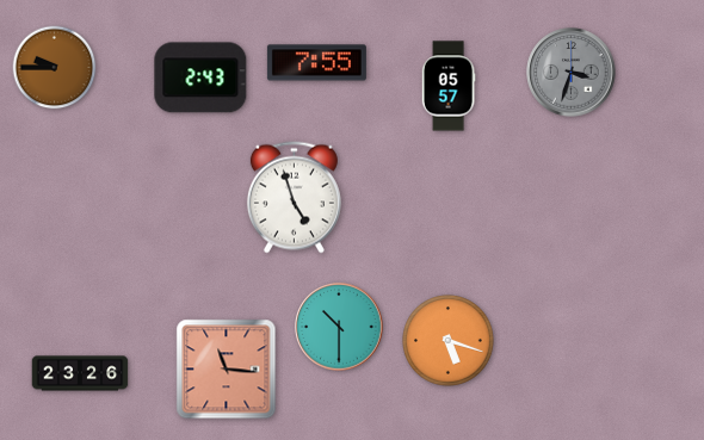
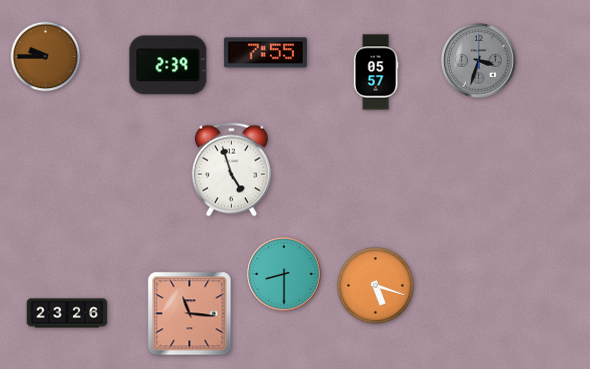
clock at (200, 78): 2:43 -> 2:39
clock at (294, 198) position: (294, 198) -> (231, 170)
clock at (339, 327): 10:30 -> 8:30
clock at (227, 370) position: (227, 370) -> (190, 314)
